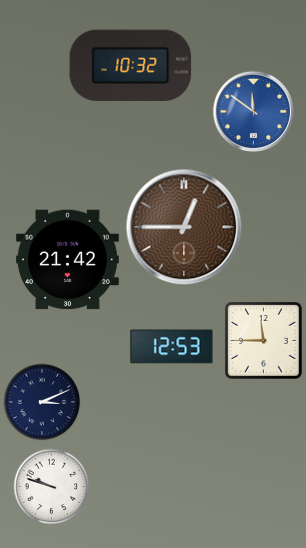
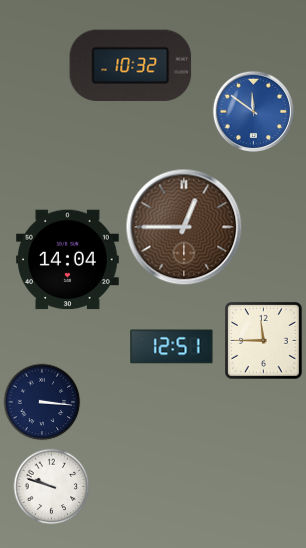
clock at (67, 260): 21:42 -> 14:04
clock at (172, 347): 12:53 -> 12:51
clock at (42, 402): 3:11 -> 3:16
